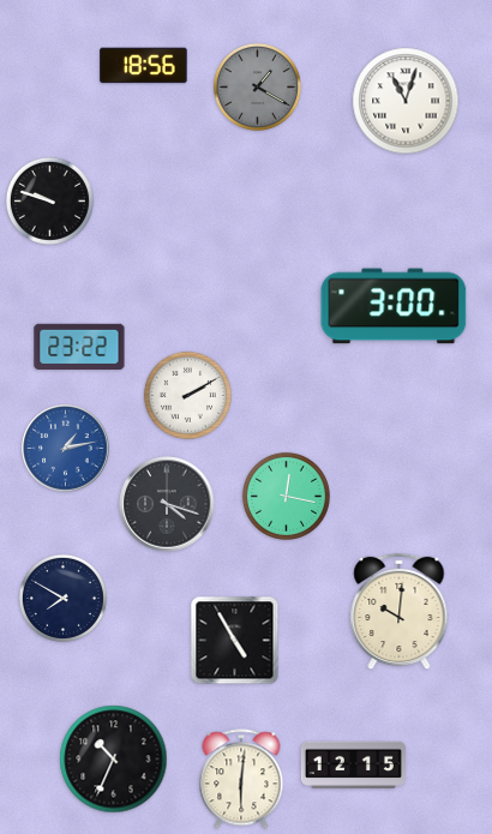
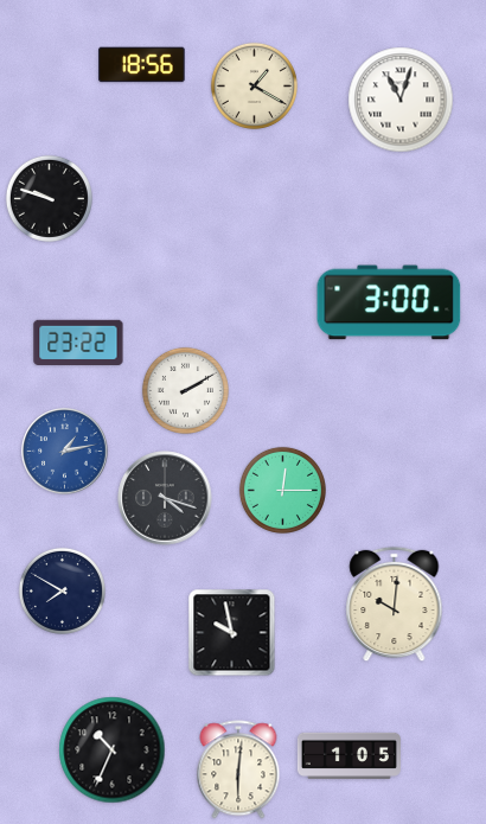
clock at (257, 86) dial: grey -> cream
clock at (66, 449) position: (66, 449) -> (65, 452)
clock at (286, 496): 12:17 -> 12:15
clock at (235, 641): 4:55 -> 9:58
clock at (353, 764): 12:15 -> 1:05
